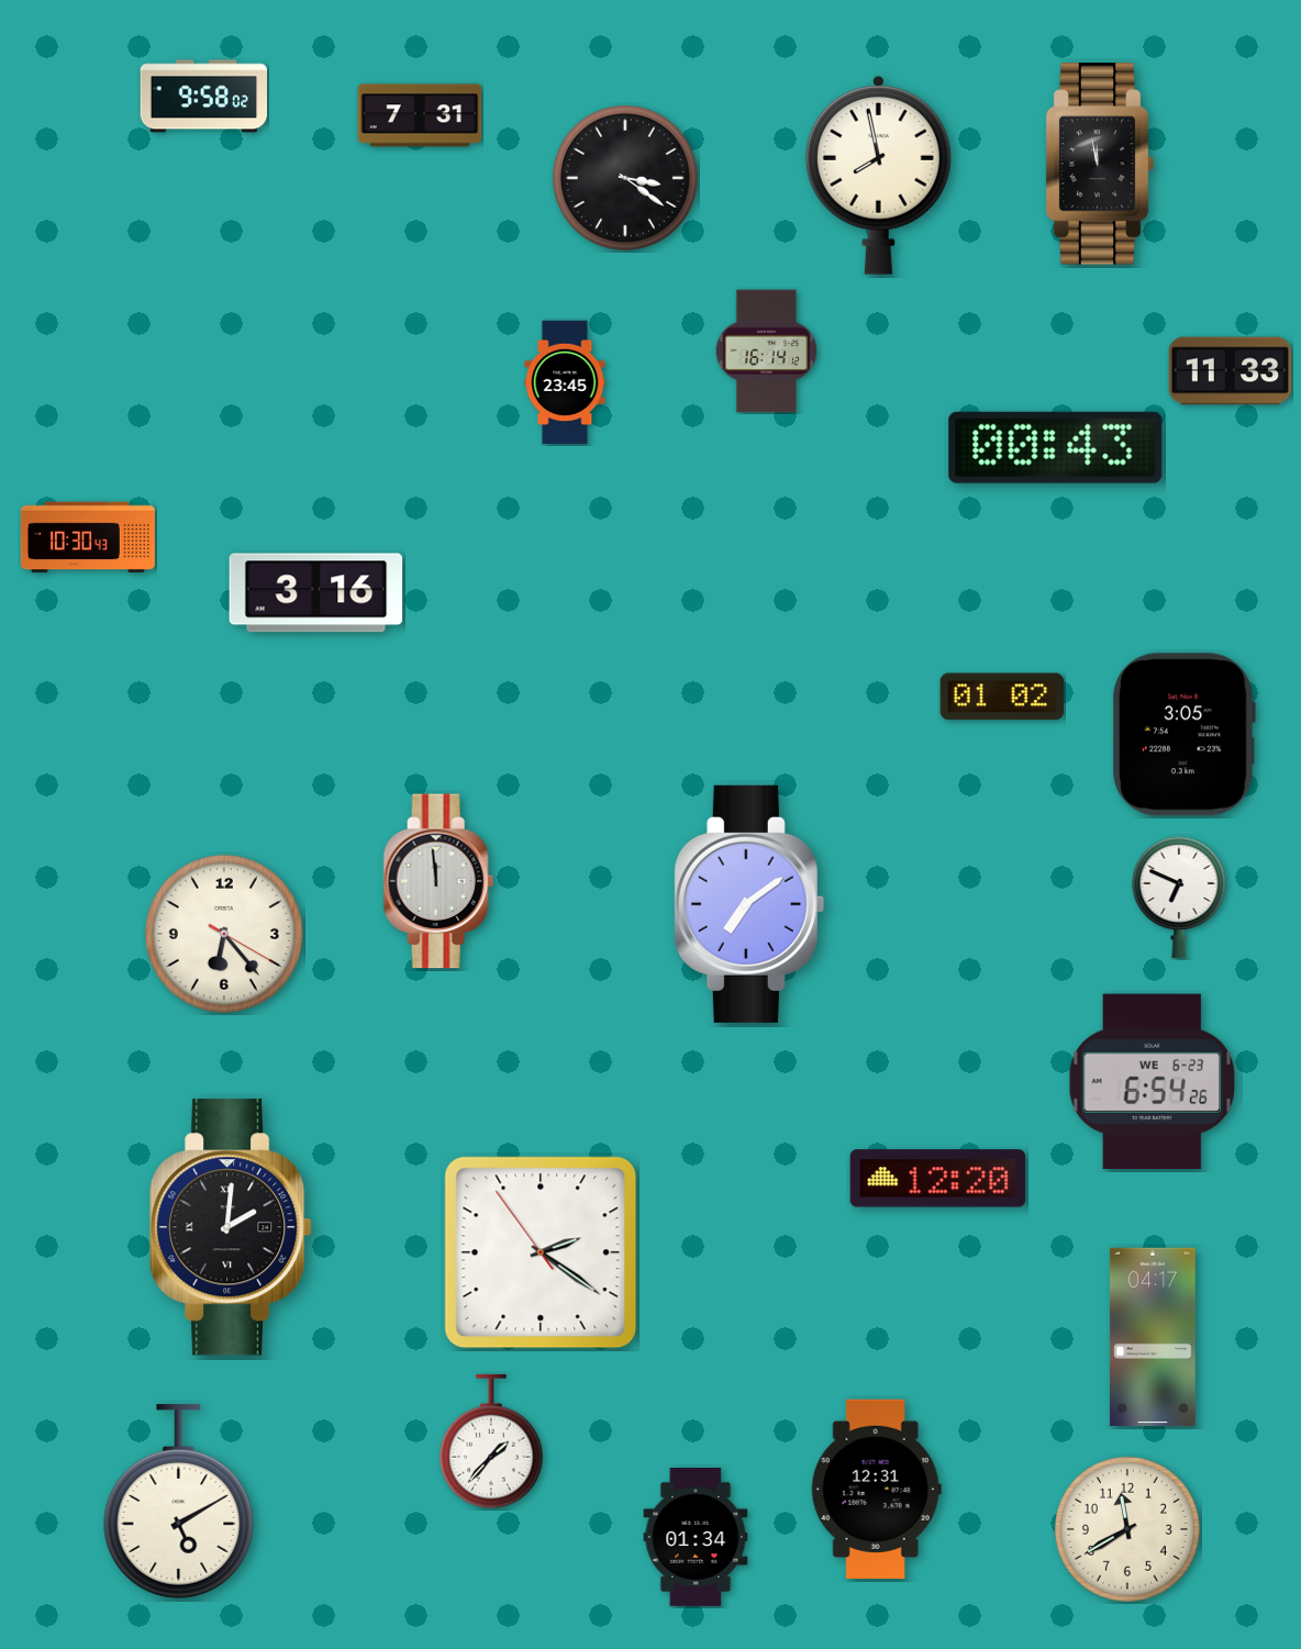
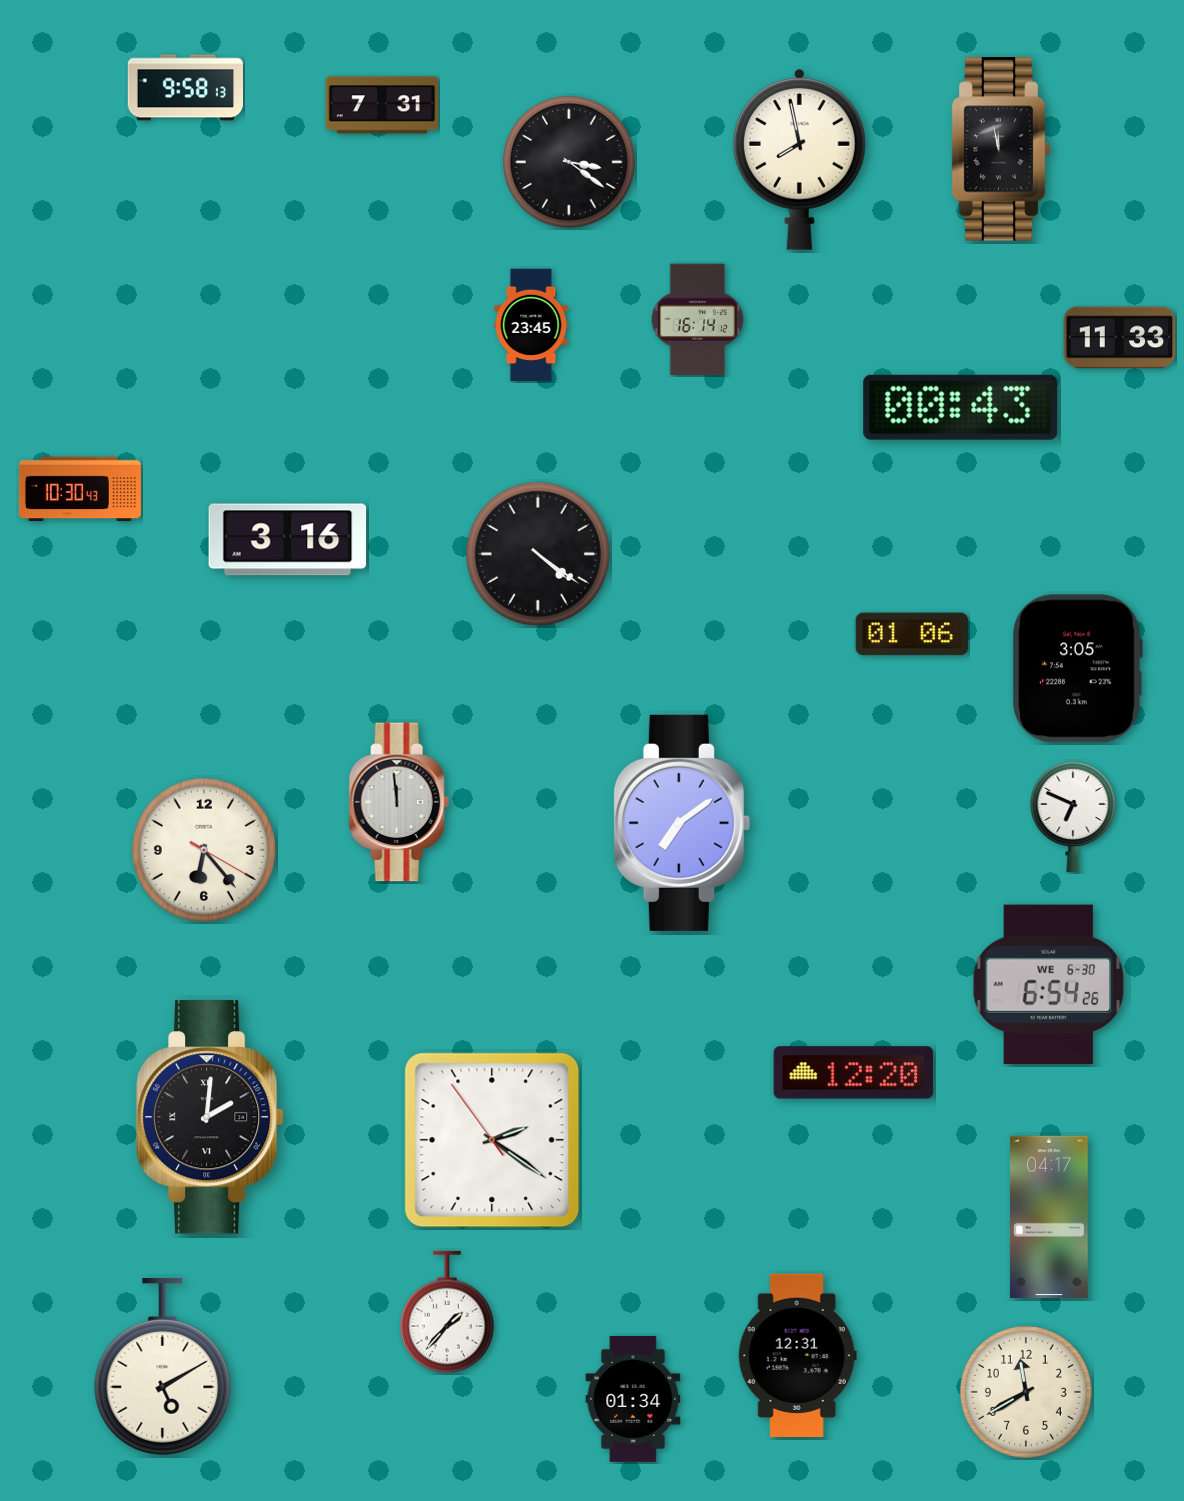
clock at (203, 97): 9:58:02 -> 9:58:13
clock at (565, 382) position: (565, 382) -> (531, 325)
clock at (538, 554): none -> 4:21
clock at (1002, 697): 01:02 -> 01:06
clock at (1153, 1082) date: WE 6-23 -> WE 6-30
